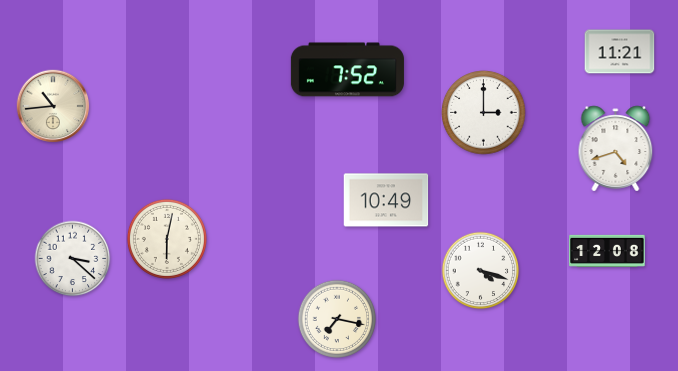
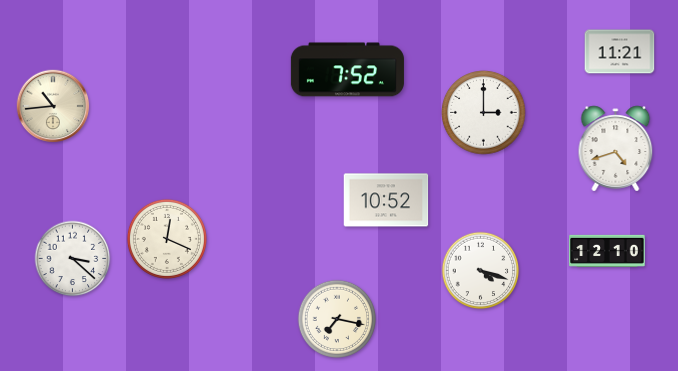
clock at (386, 200): 10:49 -> 10:52
clock at (167, 239): 6:02 -> 12:19
clock at (607, 250): 12:08 -> 12:10
